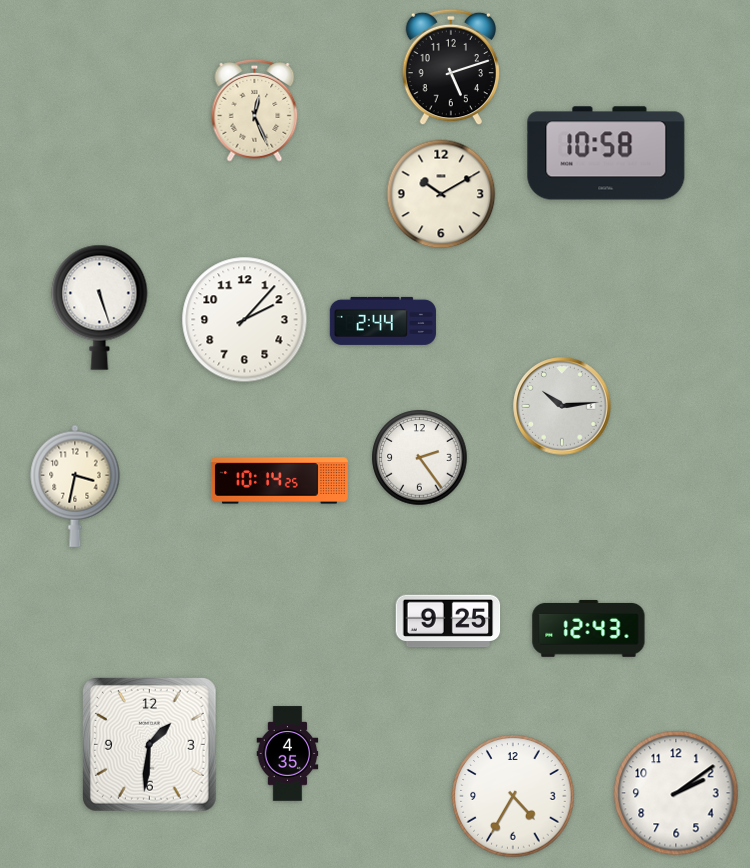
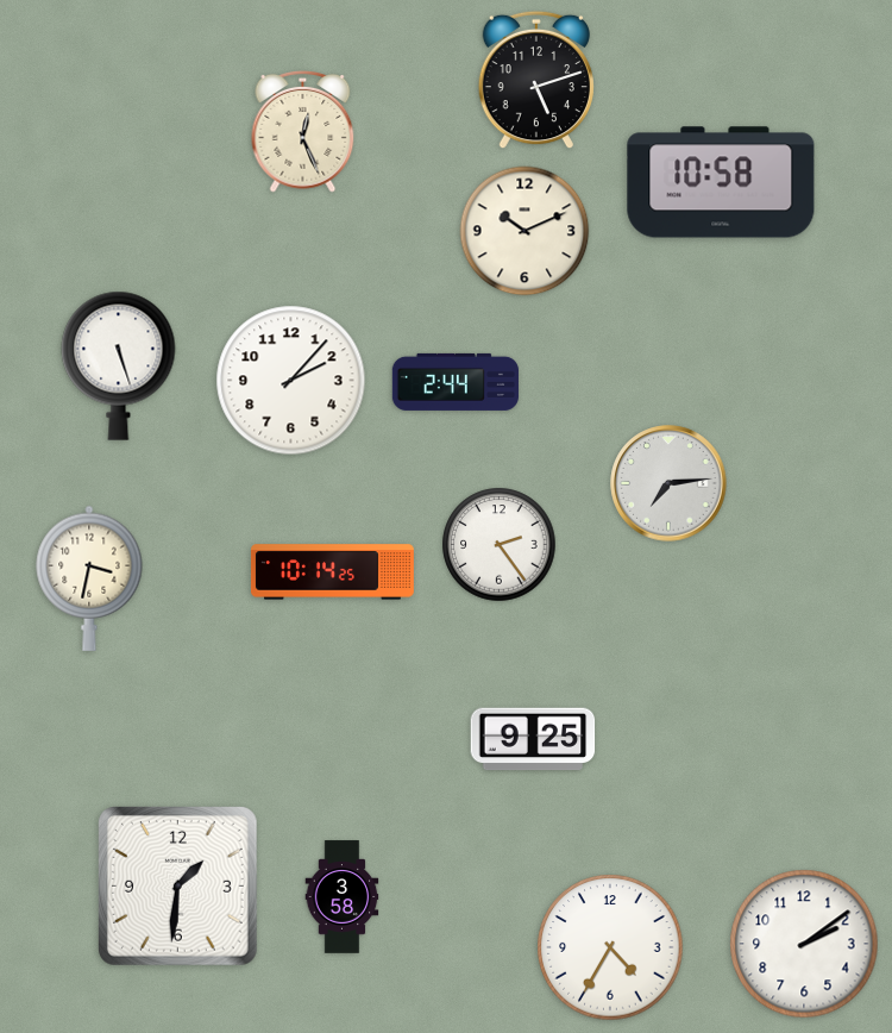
clock at (441, 194): 10:10 -> 10:11
clock at (562, 406): 10:14 -> 7:14
clock at (589, 628): 12:43 -> none
clock at (288, 754): 4:35 -> 3:58
